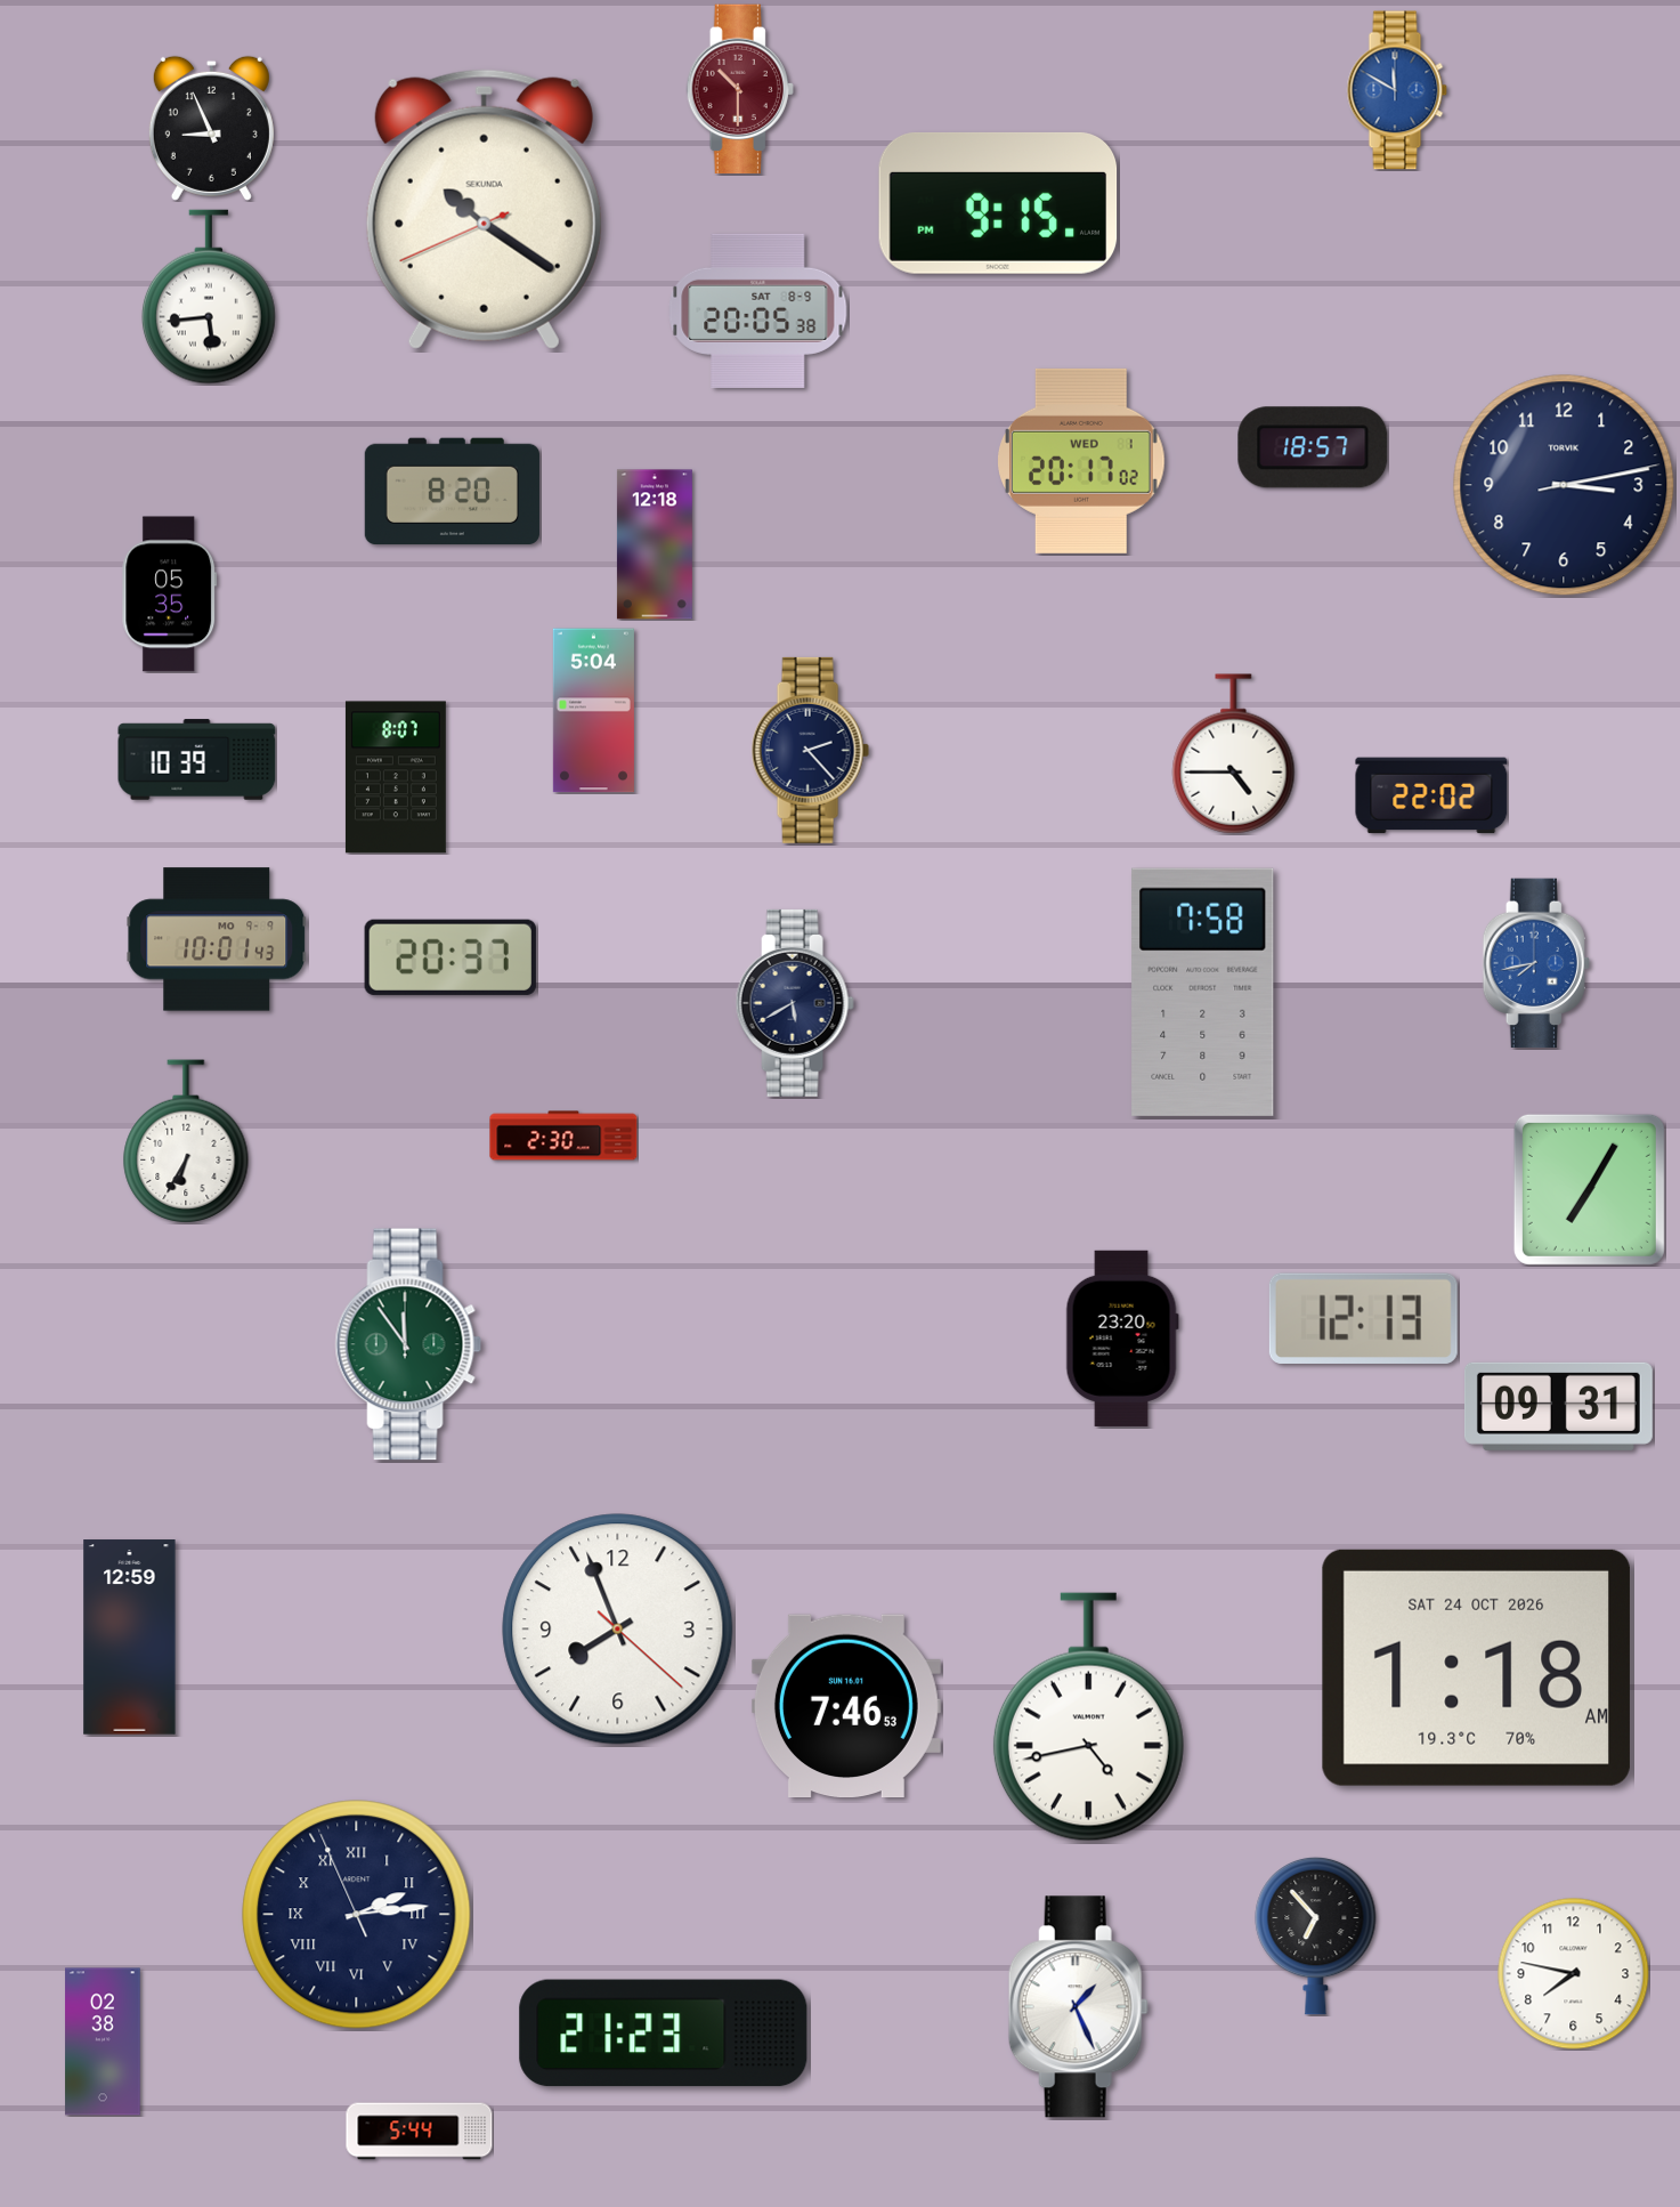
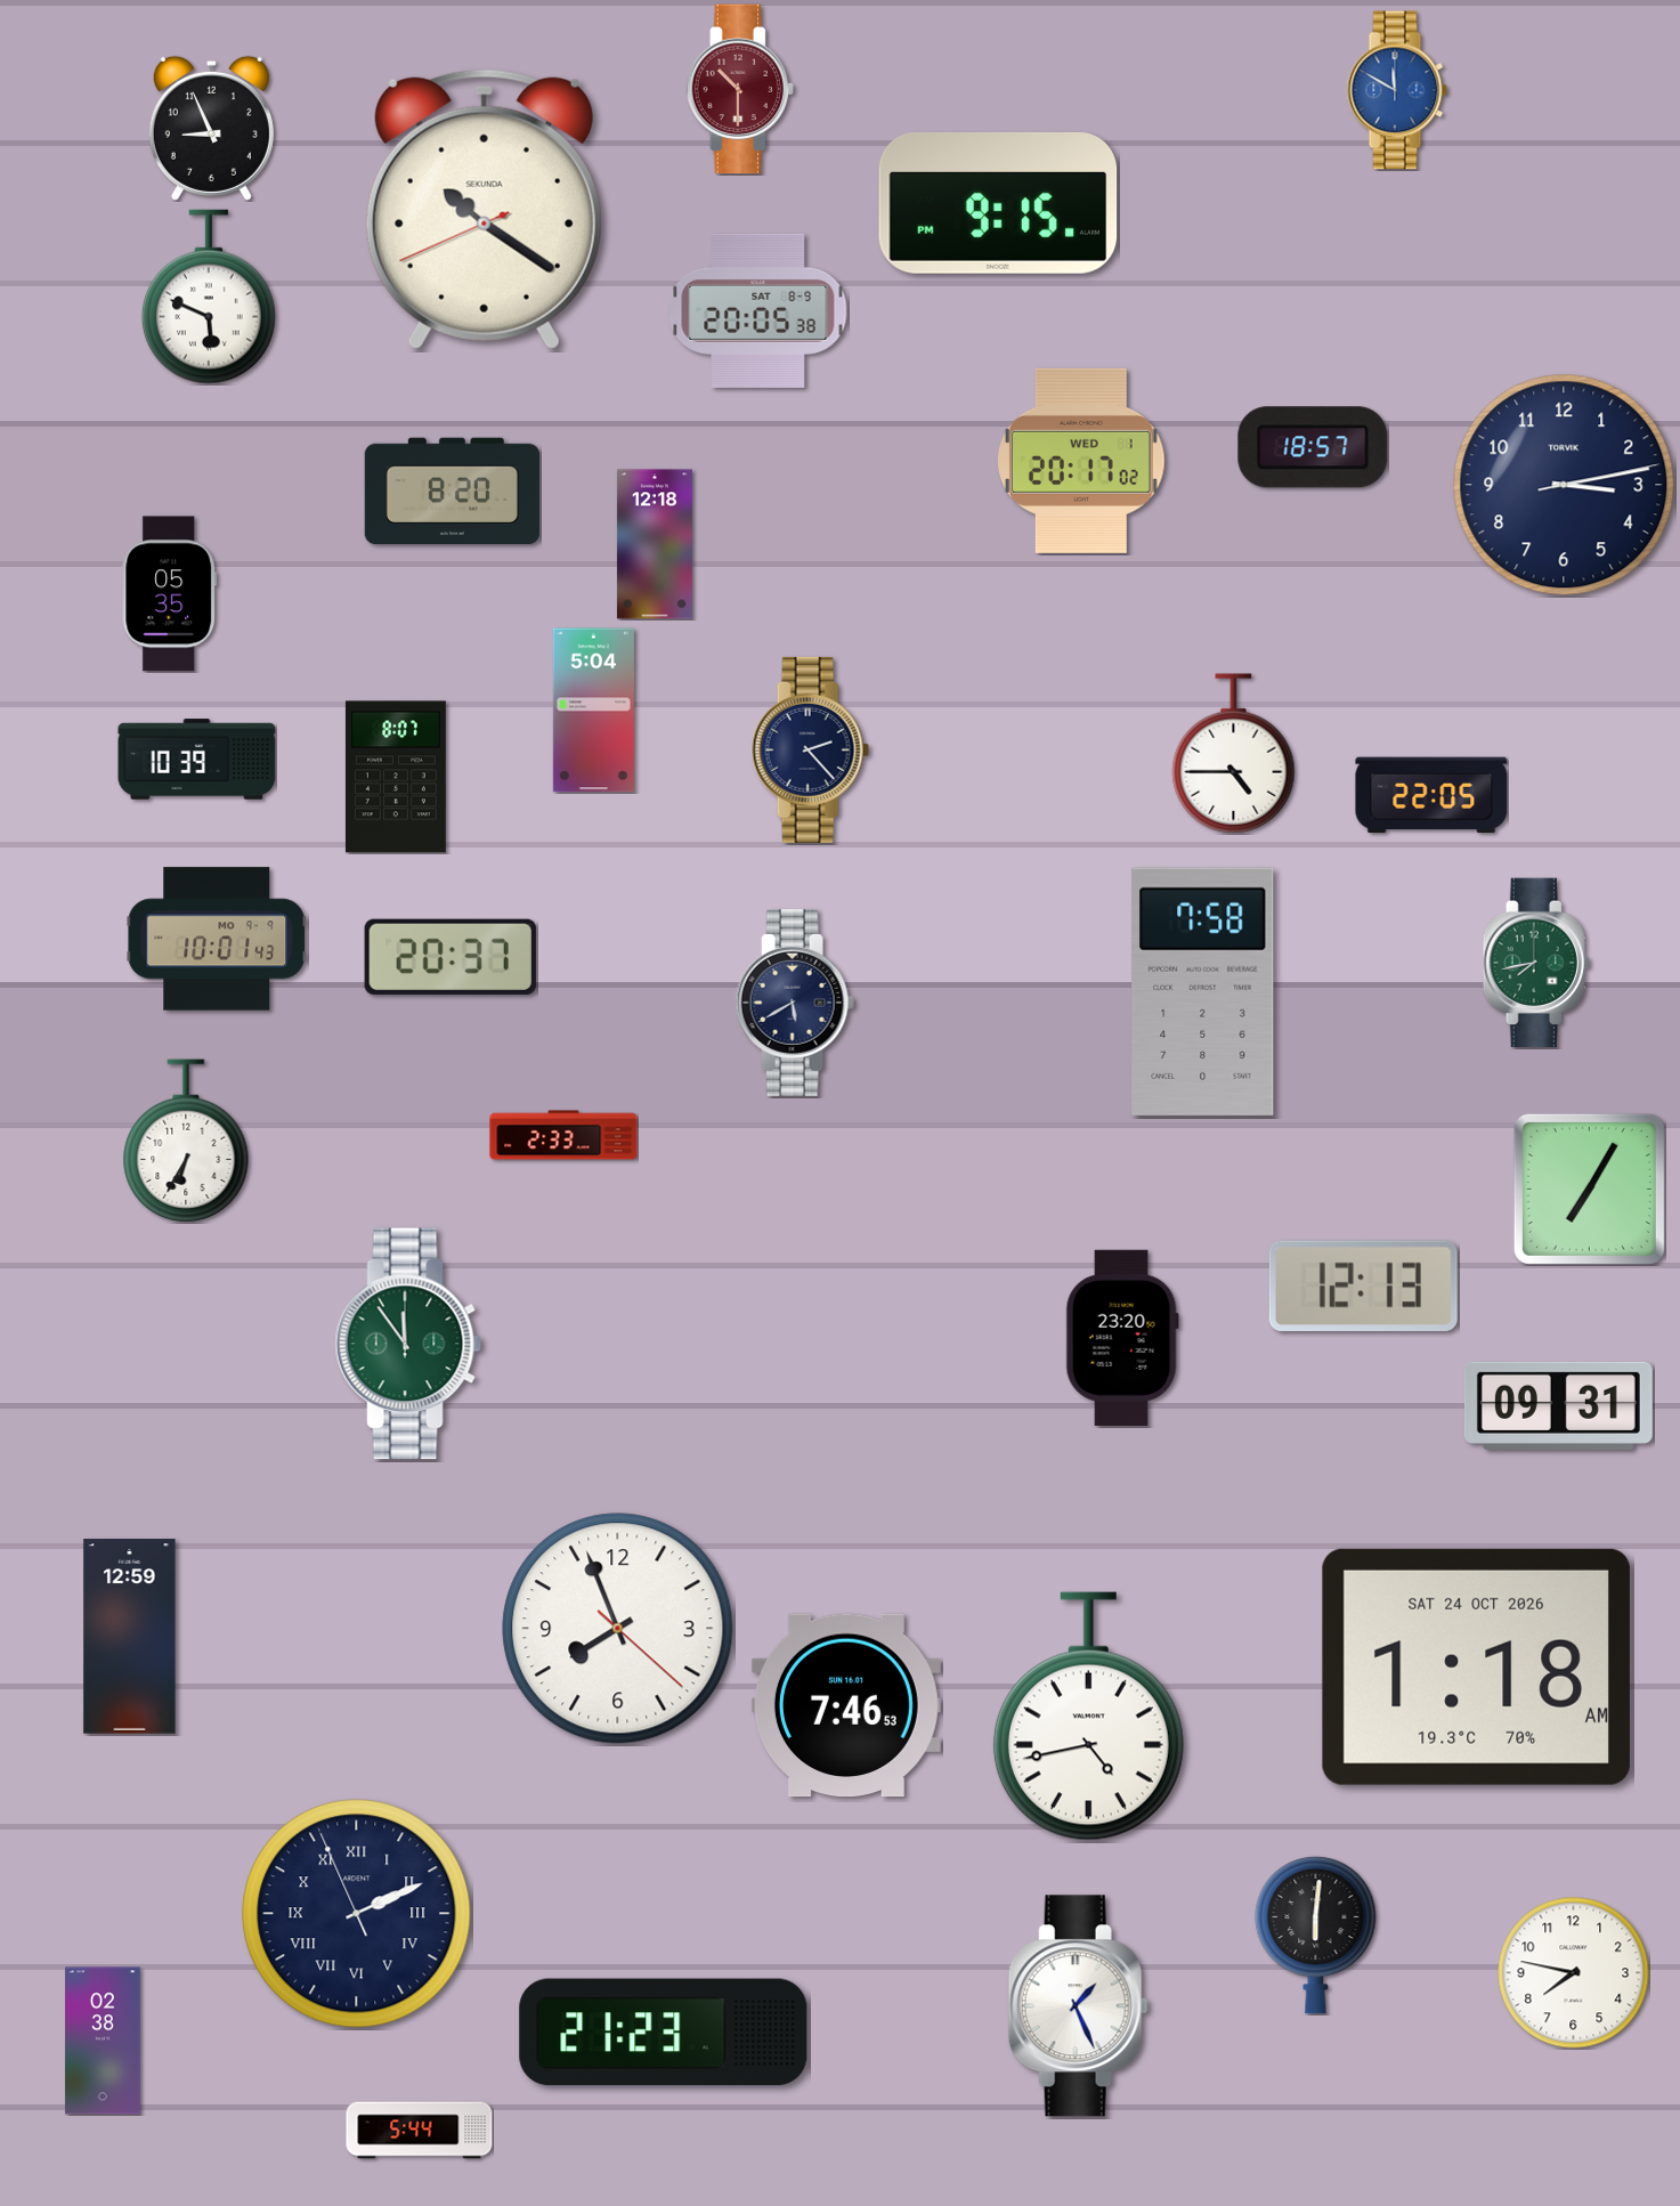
clock at (209, 297): 5:44 -> 5:49
clock at (1431, 795): 22:02 -> 22:05
clock at (1536, 963) dial: blue -> green
clock at (563, 1135): 2:30 -> 2:33
clock at (1363, 1318) position: (1363, 1318) -> (1363, 1286)
clock at (357, 1915): 2:13 -> 2:10
clock at (1316, 1935): 6:53 -> 6:01
